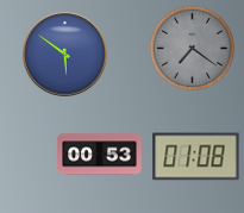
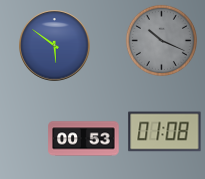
clock at (192, 48): 7:21 -> 10:19
clock at (100, 155) position: (100, 155) -> (84, 139)
